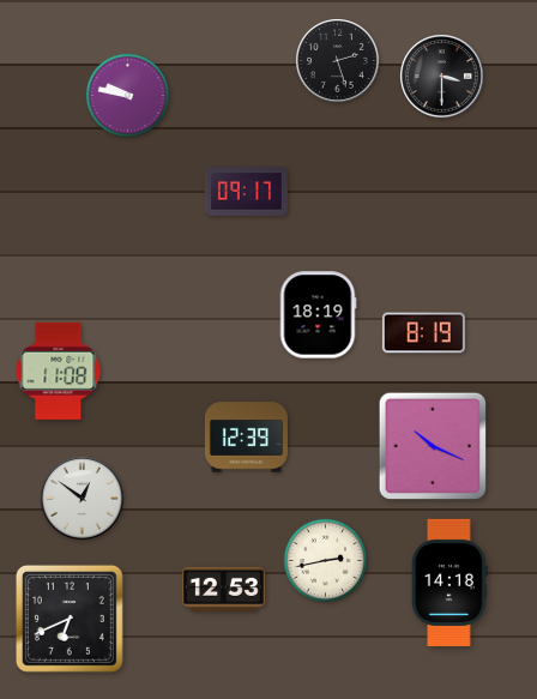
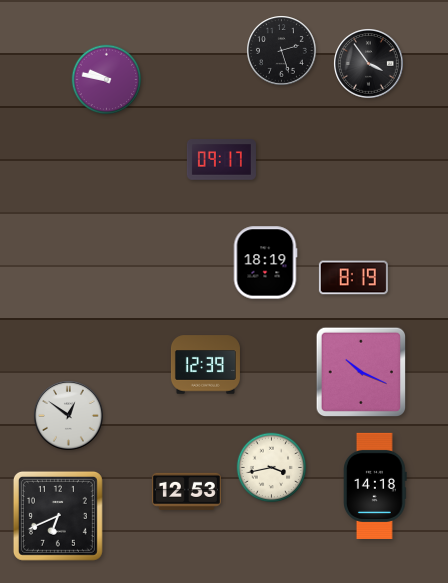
clock at (442, 77): 3:30 -> 3:54
clock at (246, 192) position: (246, 192) -> (221, 160)
clock at (59, 370): 11:08 -> none
clock at (326, 561): 2:43 -> 3:43
